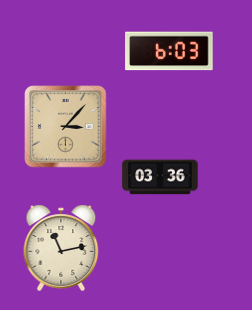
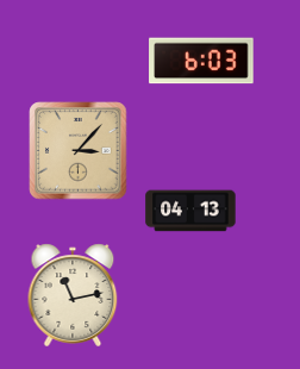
clock at (160, 177): 03:36 -> 04:13
